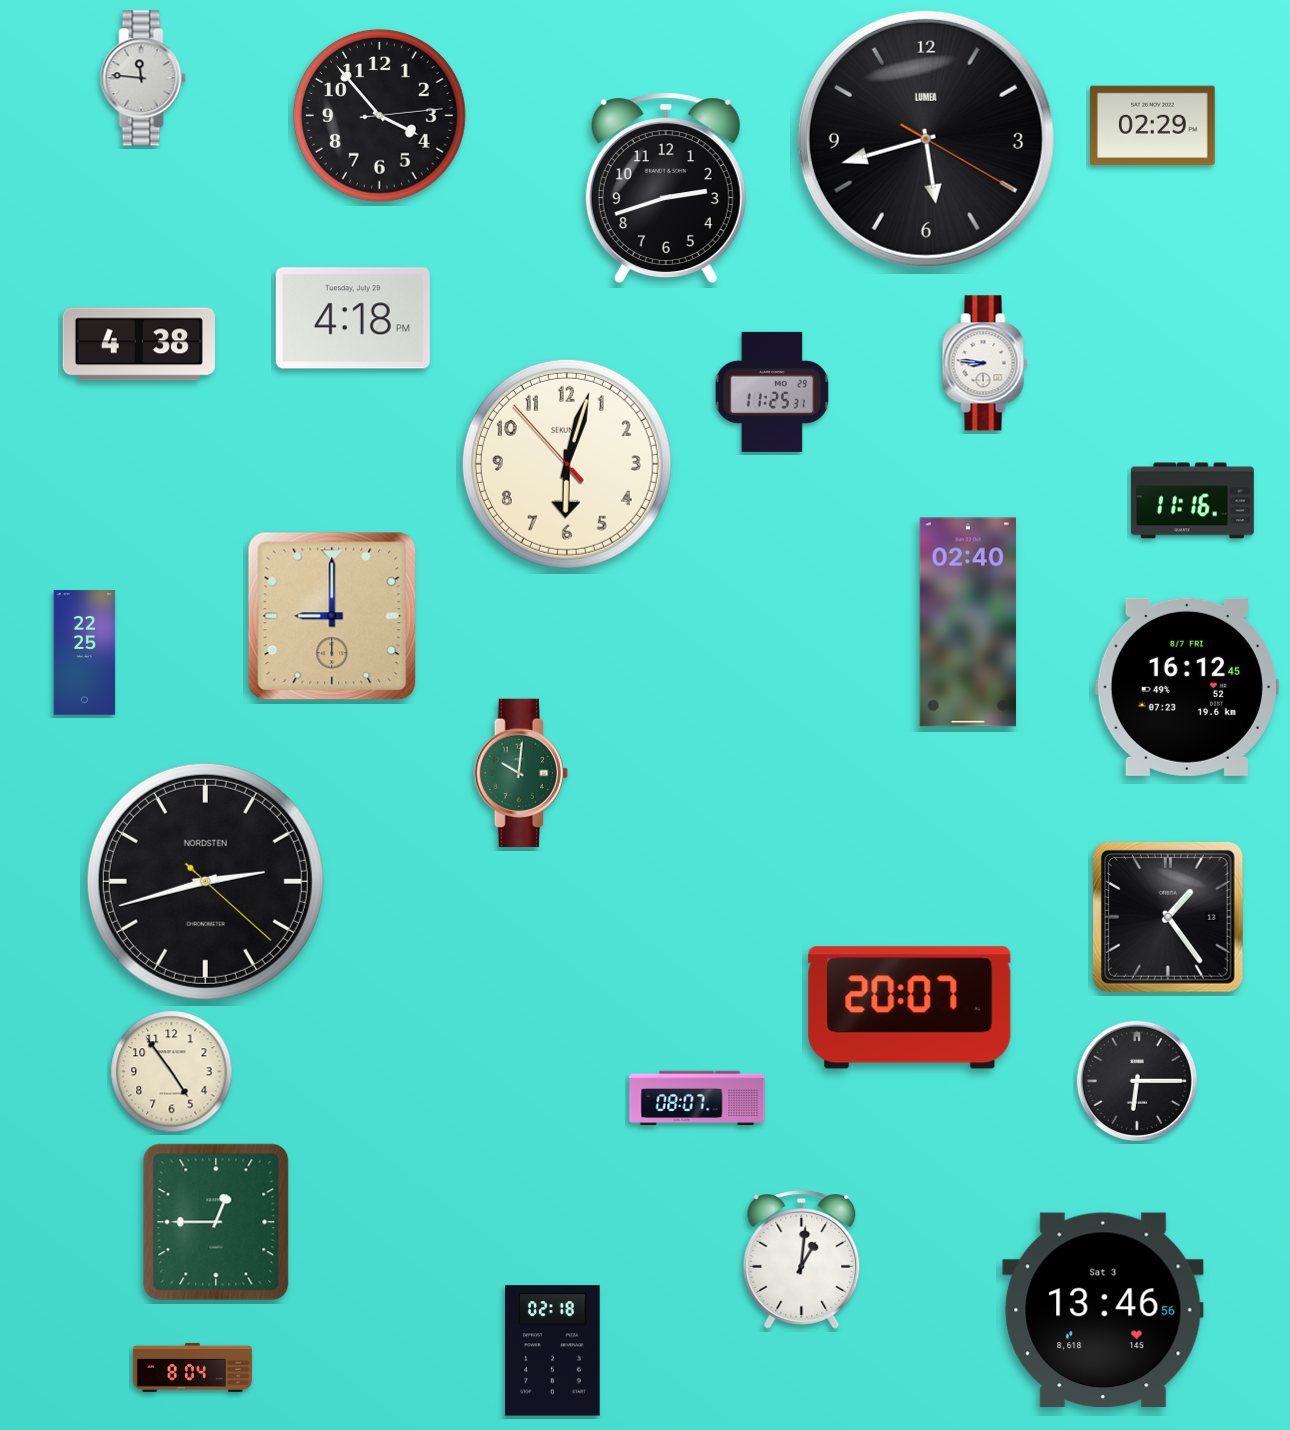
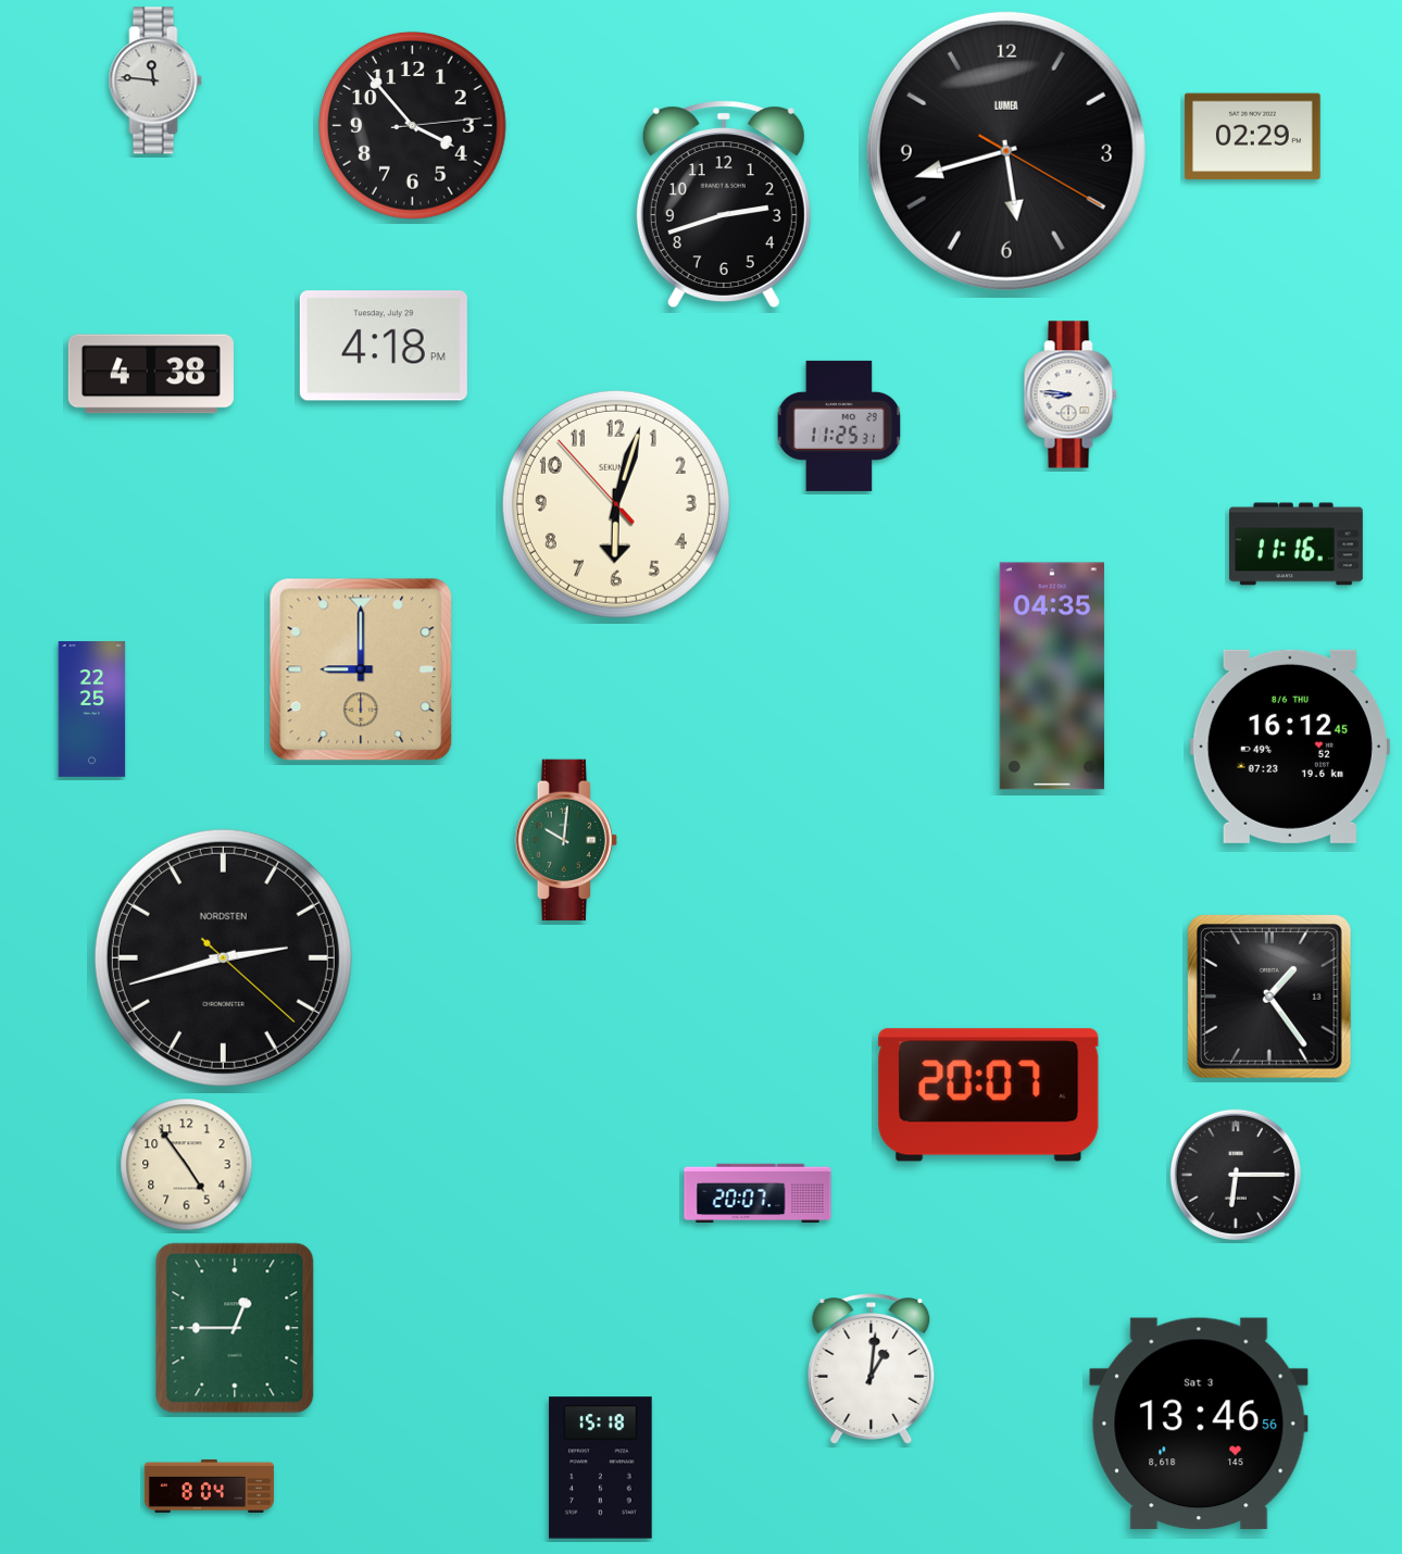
clock at (143, 78) position: (143, 78) -> (155, 80)
clock at (968, 622): 02:40 -> 04:35
clock at (1187, 687) date: 8/7 FRI -> 8/6 THU
clock at (697, 1098): 08:07 -> 20:07
clock at (553, 1351): 02:18 -> 15:18
